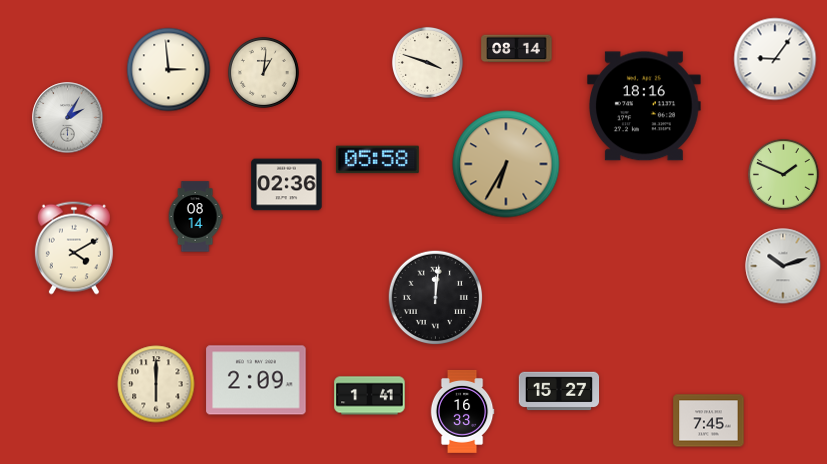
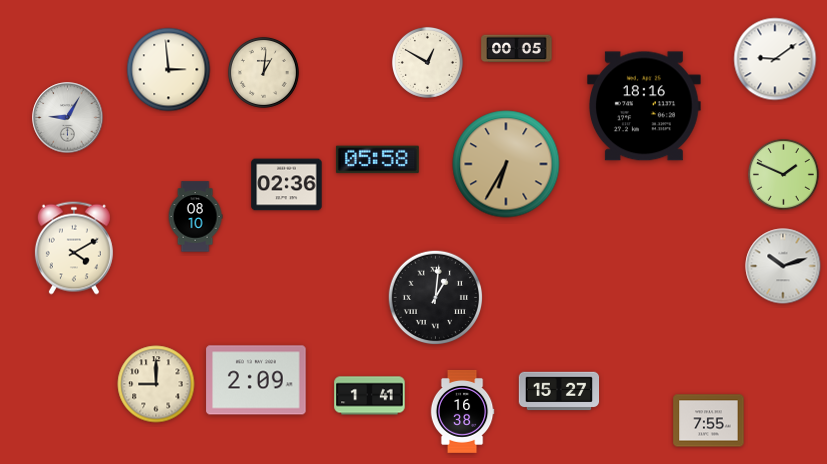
clock at (517, 49): 08:14 -> 00:05
clock at (775, 59): 9:06 -> 9:09
clock at (427, 62): 3:48 -> 12:50
clock at (68, 118): 2:05 -> 9:05
clock at (195, 217): 08:14 -> 08:10
clock at (436, 298): 12:01 -> 1:01
clock at (156, 384): 6:00 -> 9:00
clock at (462, 412): 16:33 -> 16:38
clock at (709, 421): 7:45 -> 7:55
